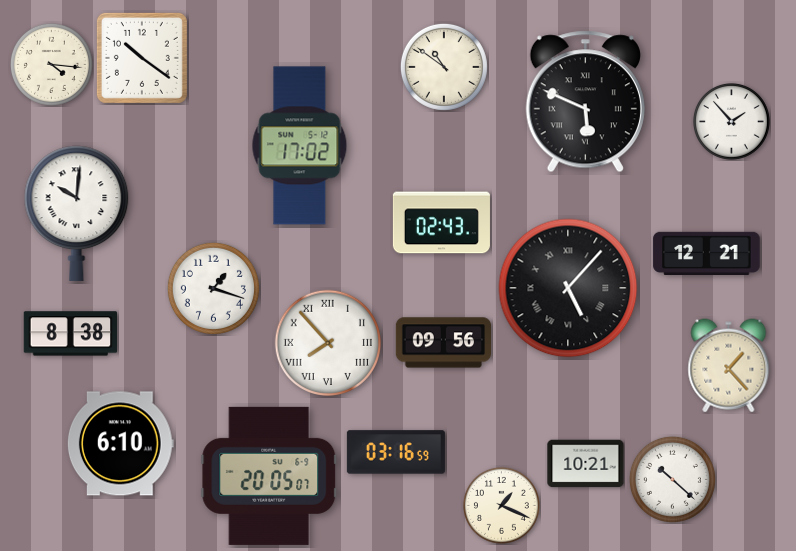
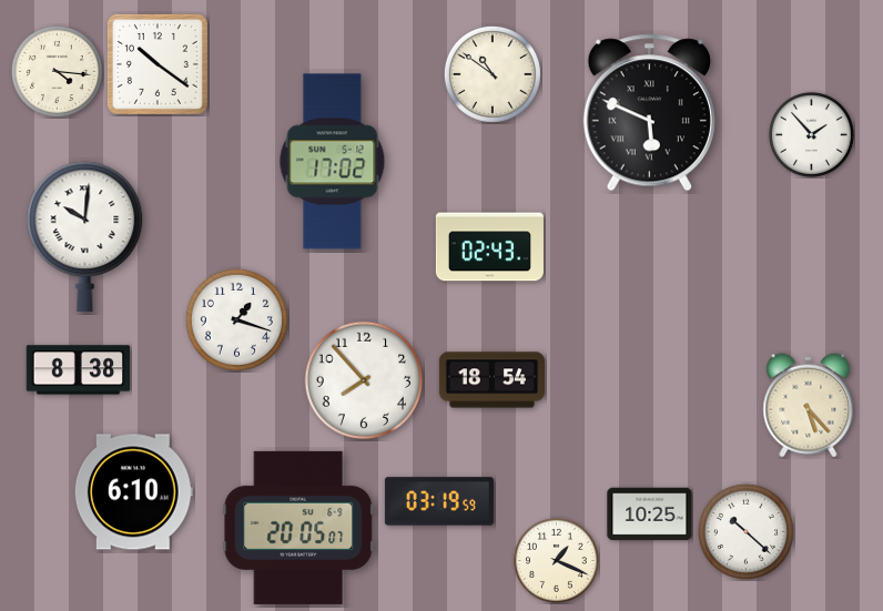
clock at (707, 253): 12:21 -> none
clock at (568, 288): 5:07 -> none
clock at (327, 342) numerals: Roman -> Arabic
clock at (443, 343): 09:56 -> 18:54
clock at (729, 366): 1:23 -> 5:23
clock at (396, 452): 03:16 -> 03:19
clock at (586, 464): 10:21 -> 10:25
